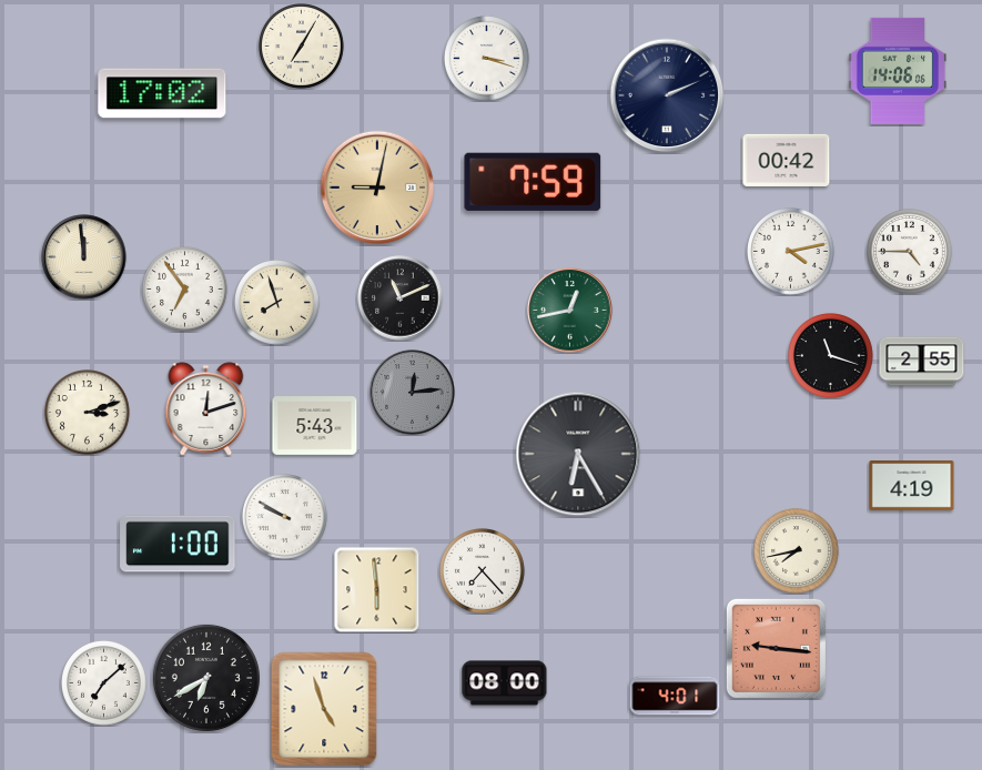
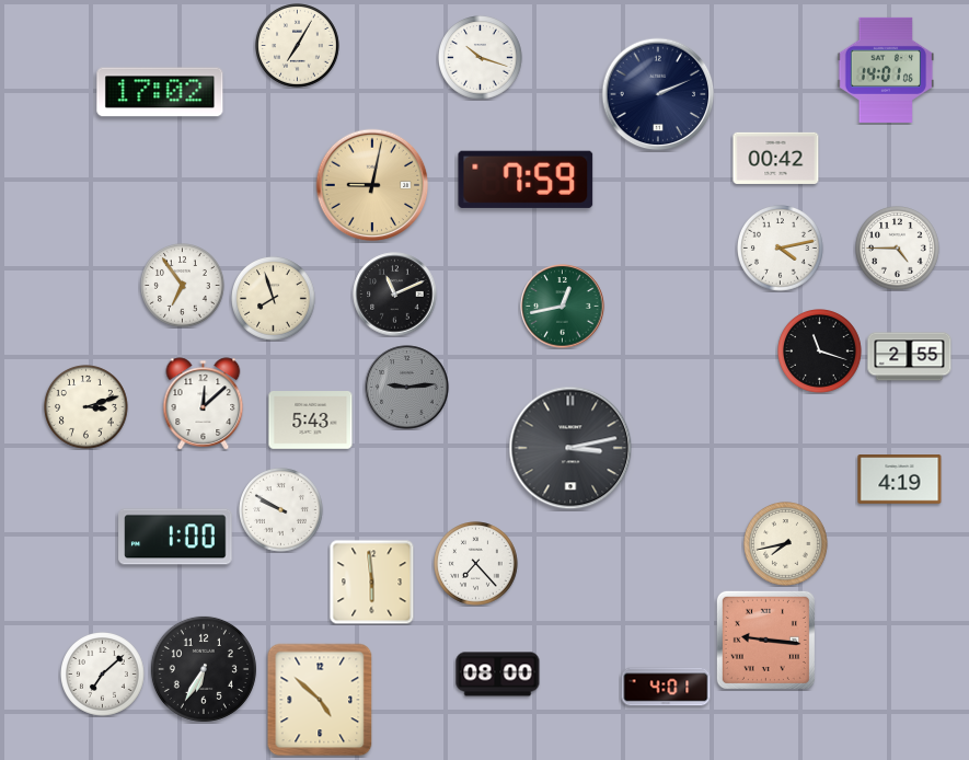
clock at (487, 59): 3:18 -> 10:18
clock at (898, 71): 14:06 -> 14:01
clock at (84, 257): 11:59 -> none
clock at (413, 393): 12:14 -> 9:14
clock at (206, 409): 12:12 -> 12:08
clock at (578, 454): 6:25 -> 3:13
clock at (206, 678): 6:40 -> 6:35
clock at (324, 709): 4:57 -> 4:52
